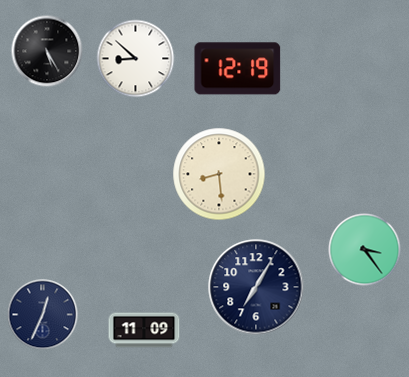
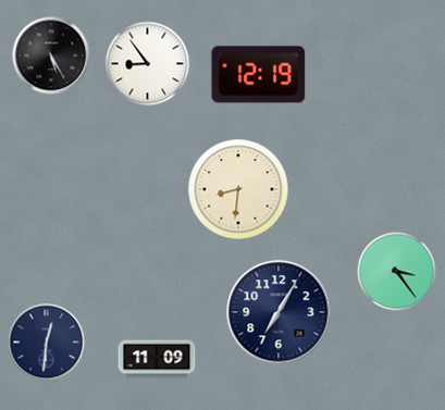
clock at (136, 59): 8:52 -> 8:54
clock at (219, 174): 8:29 -> 8:31
clock at (43, 315): 12:34 -> 12:31
